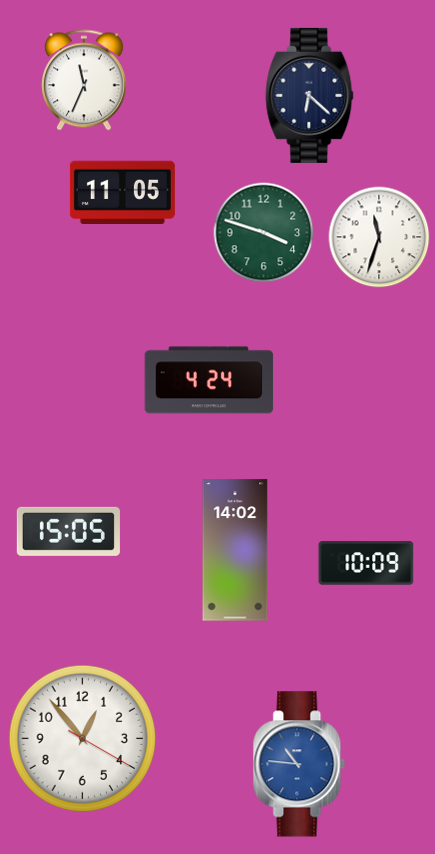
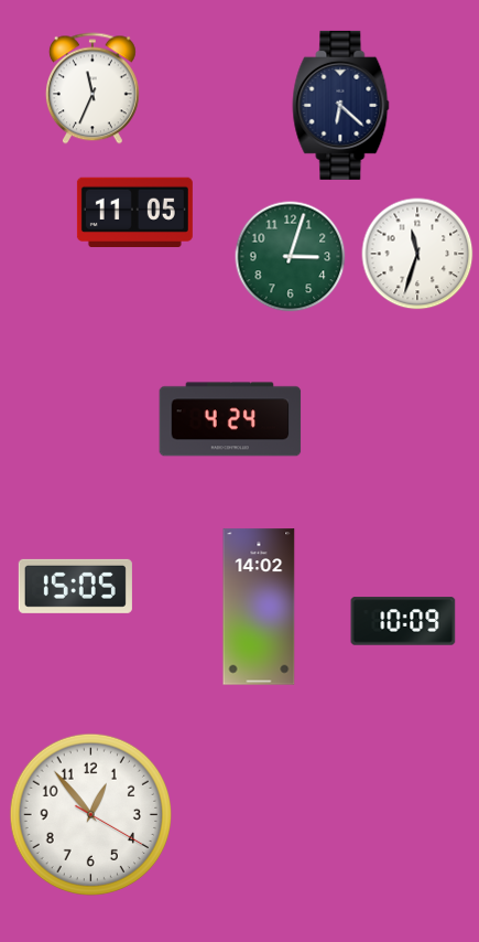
clock at (264, 233): 3:48 -> 3:03
clock at (379, 237) position: (379, 237) -> (417, 254)
clock at (299, 764): 10:46 -> none
